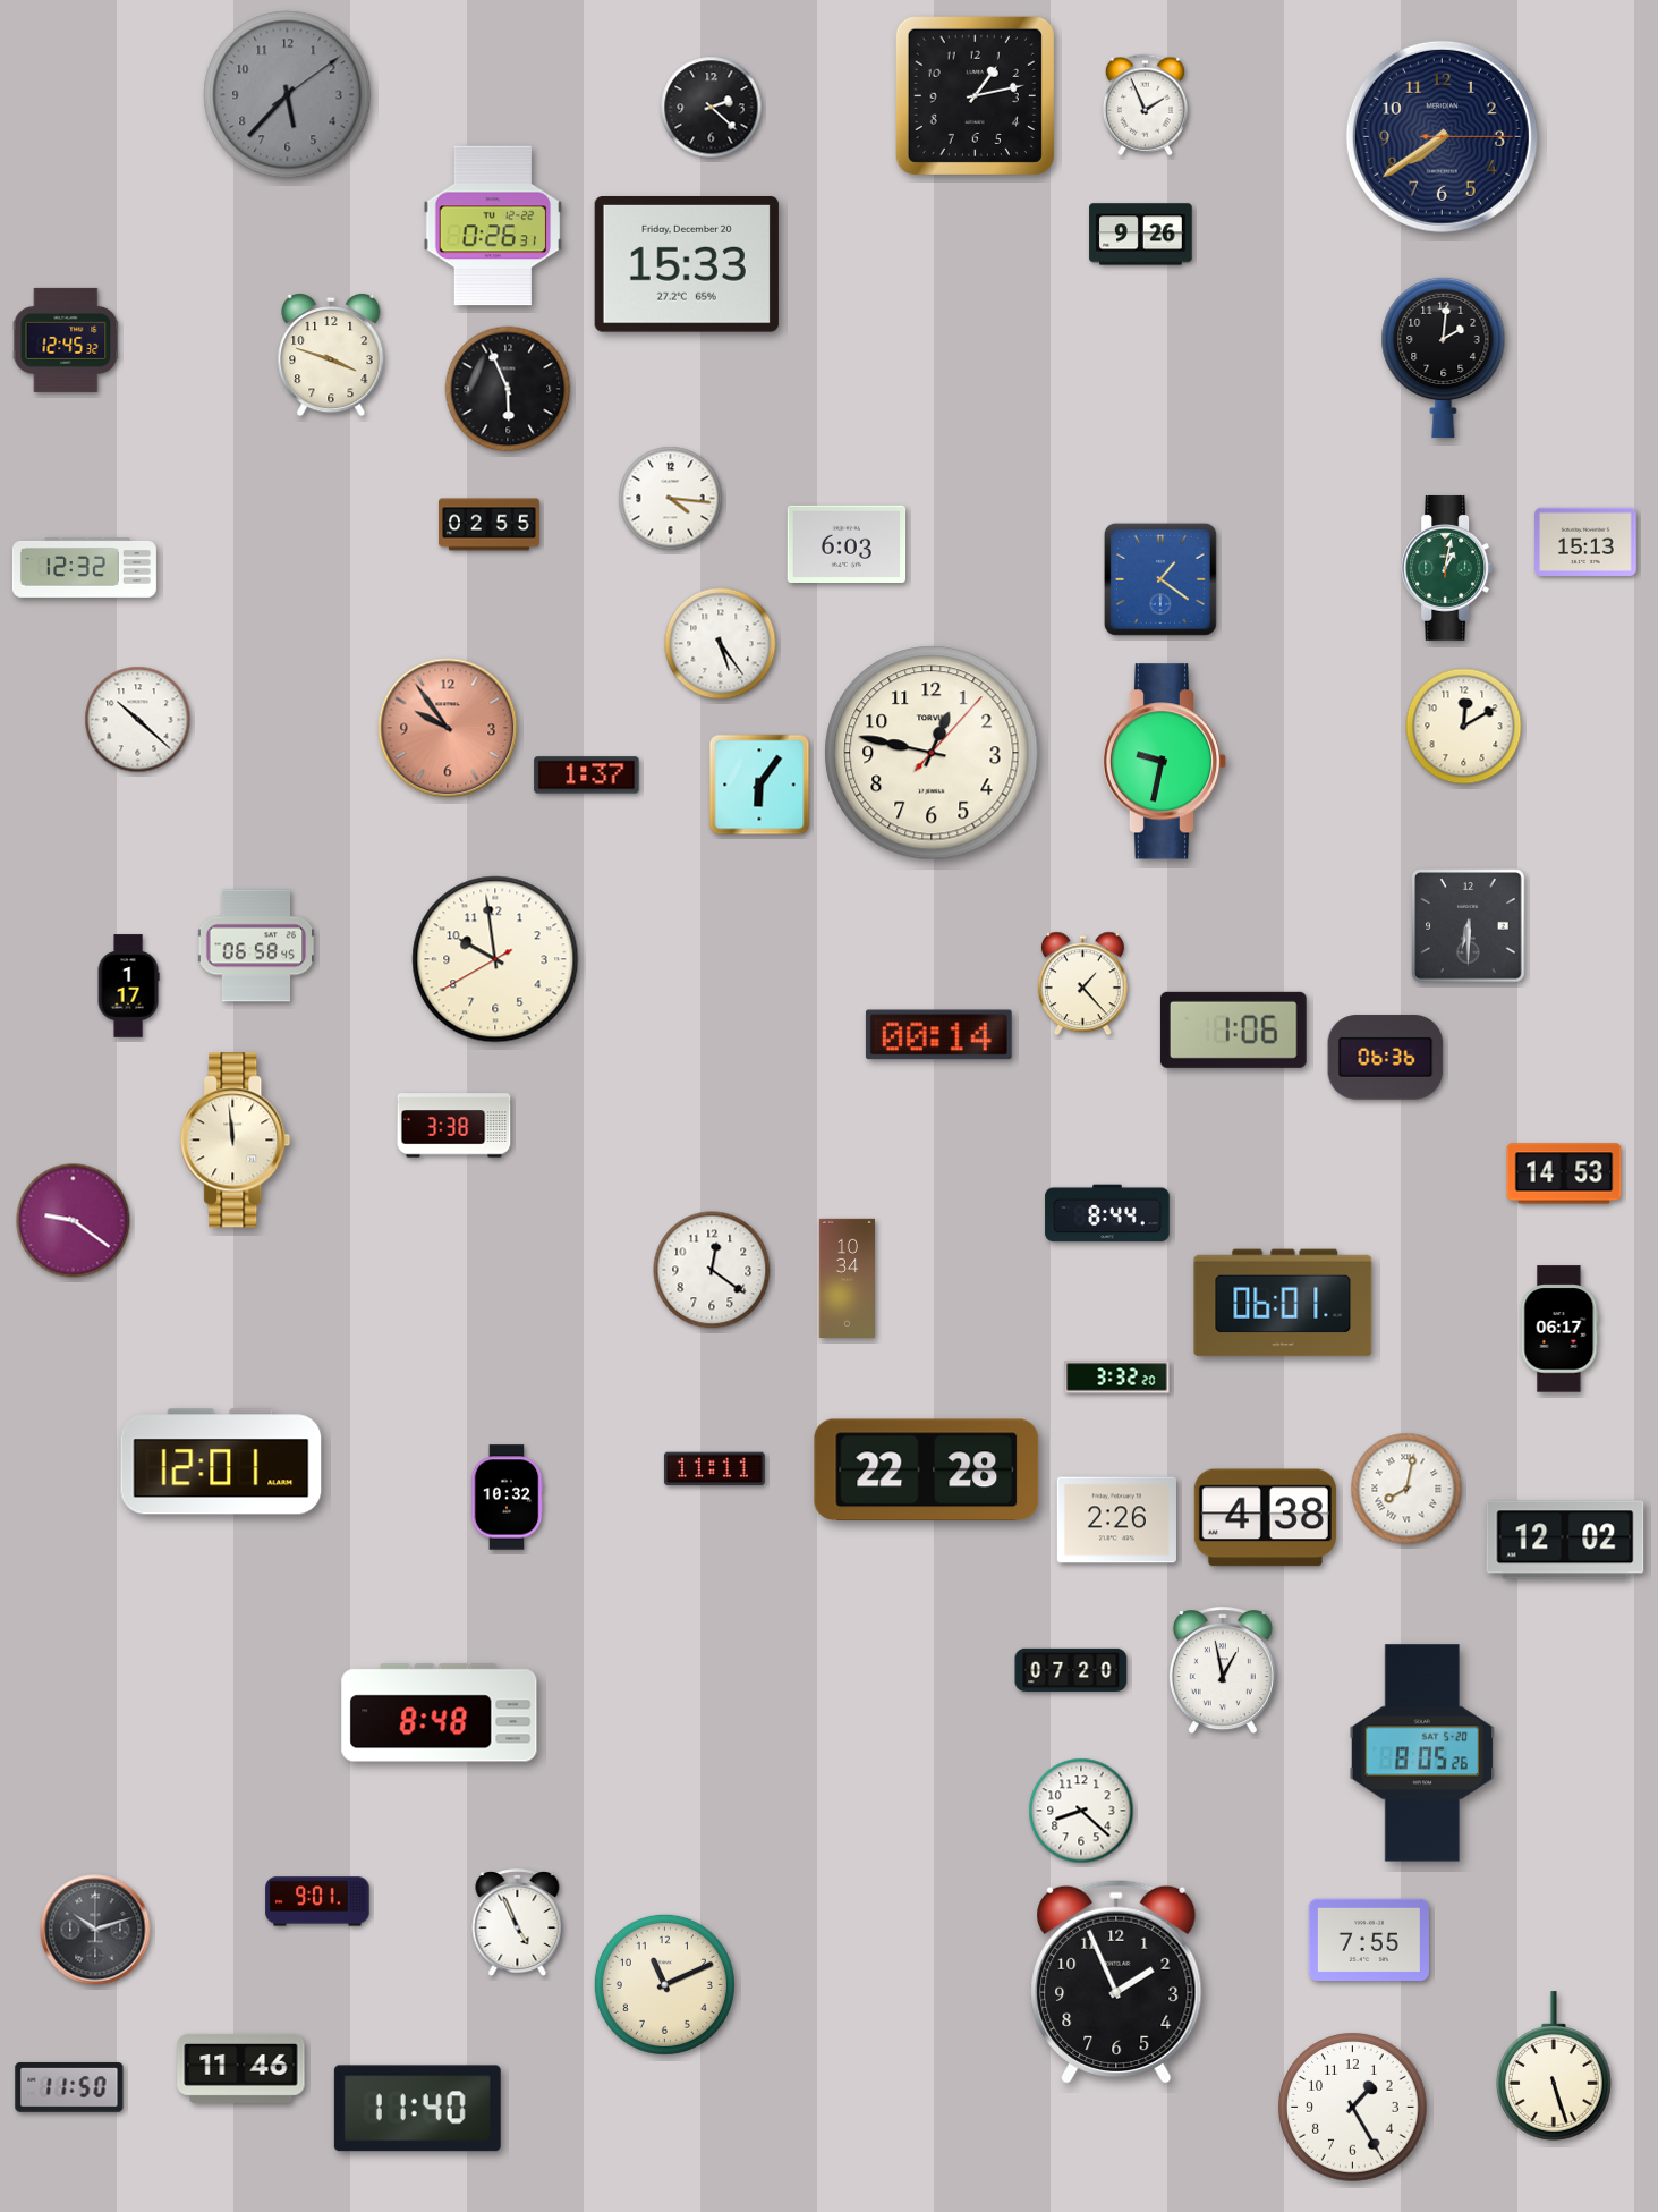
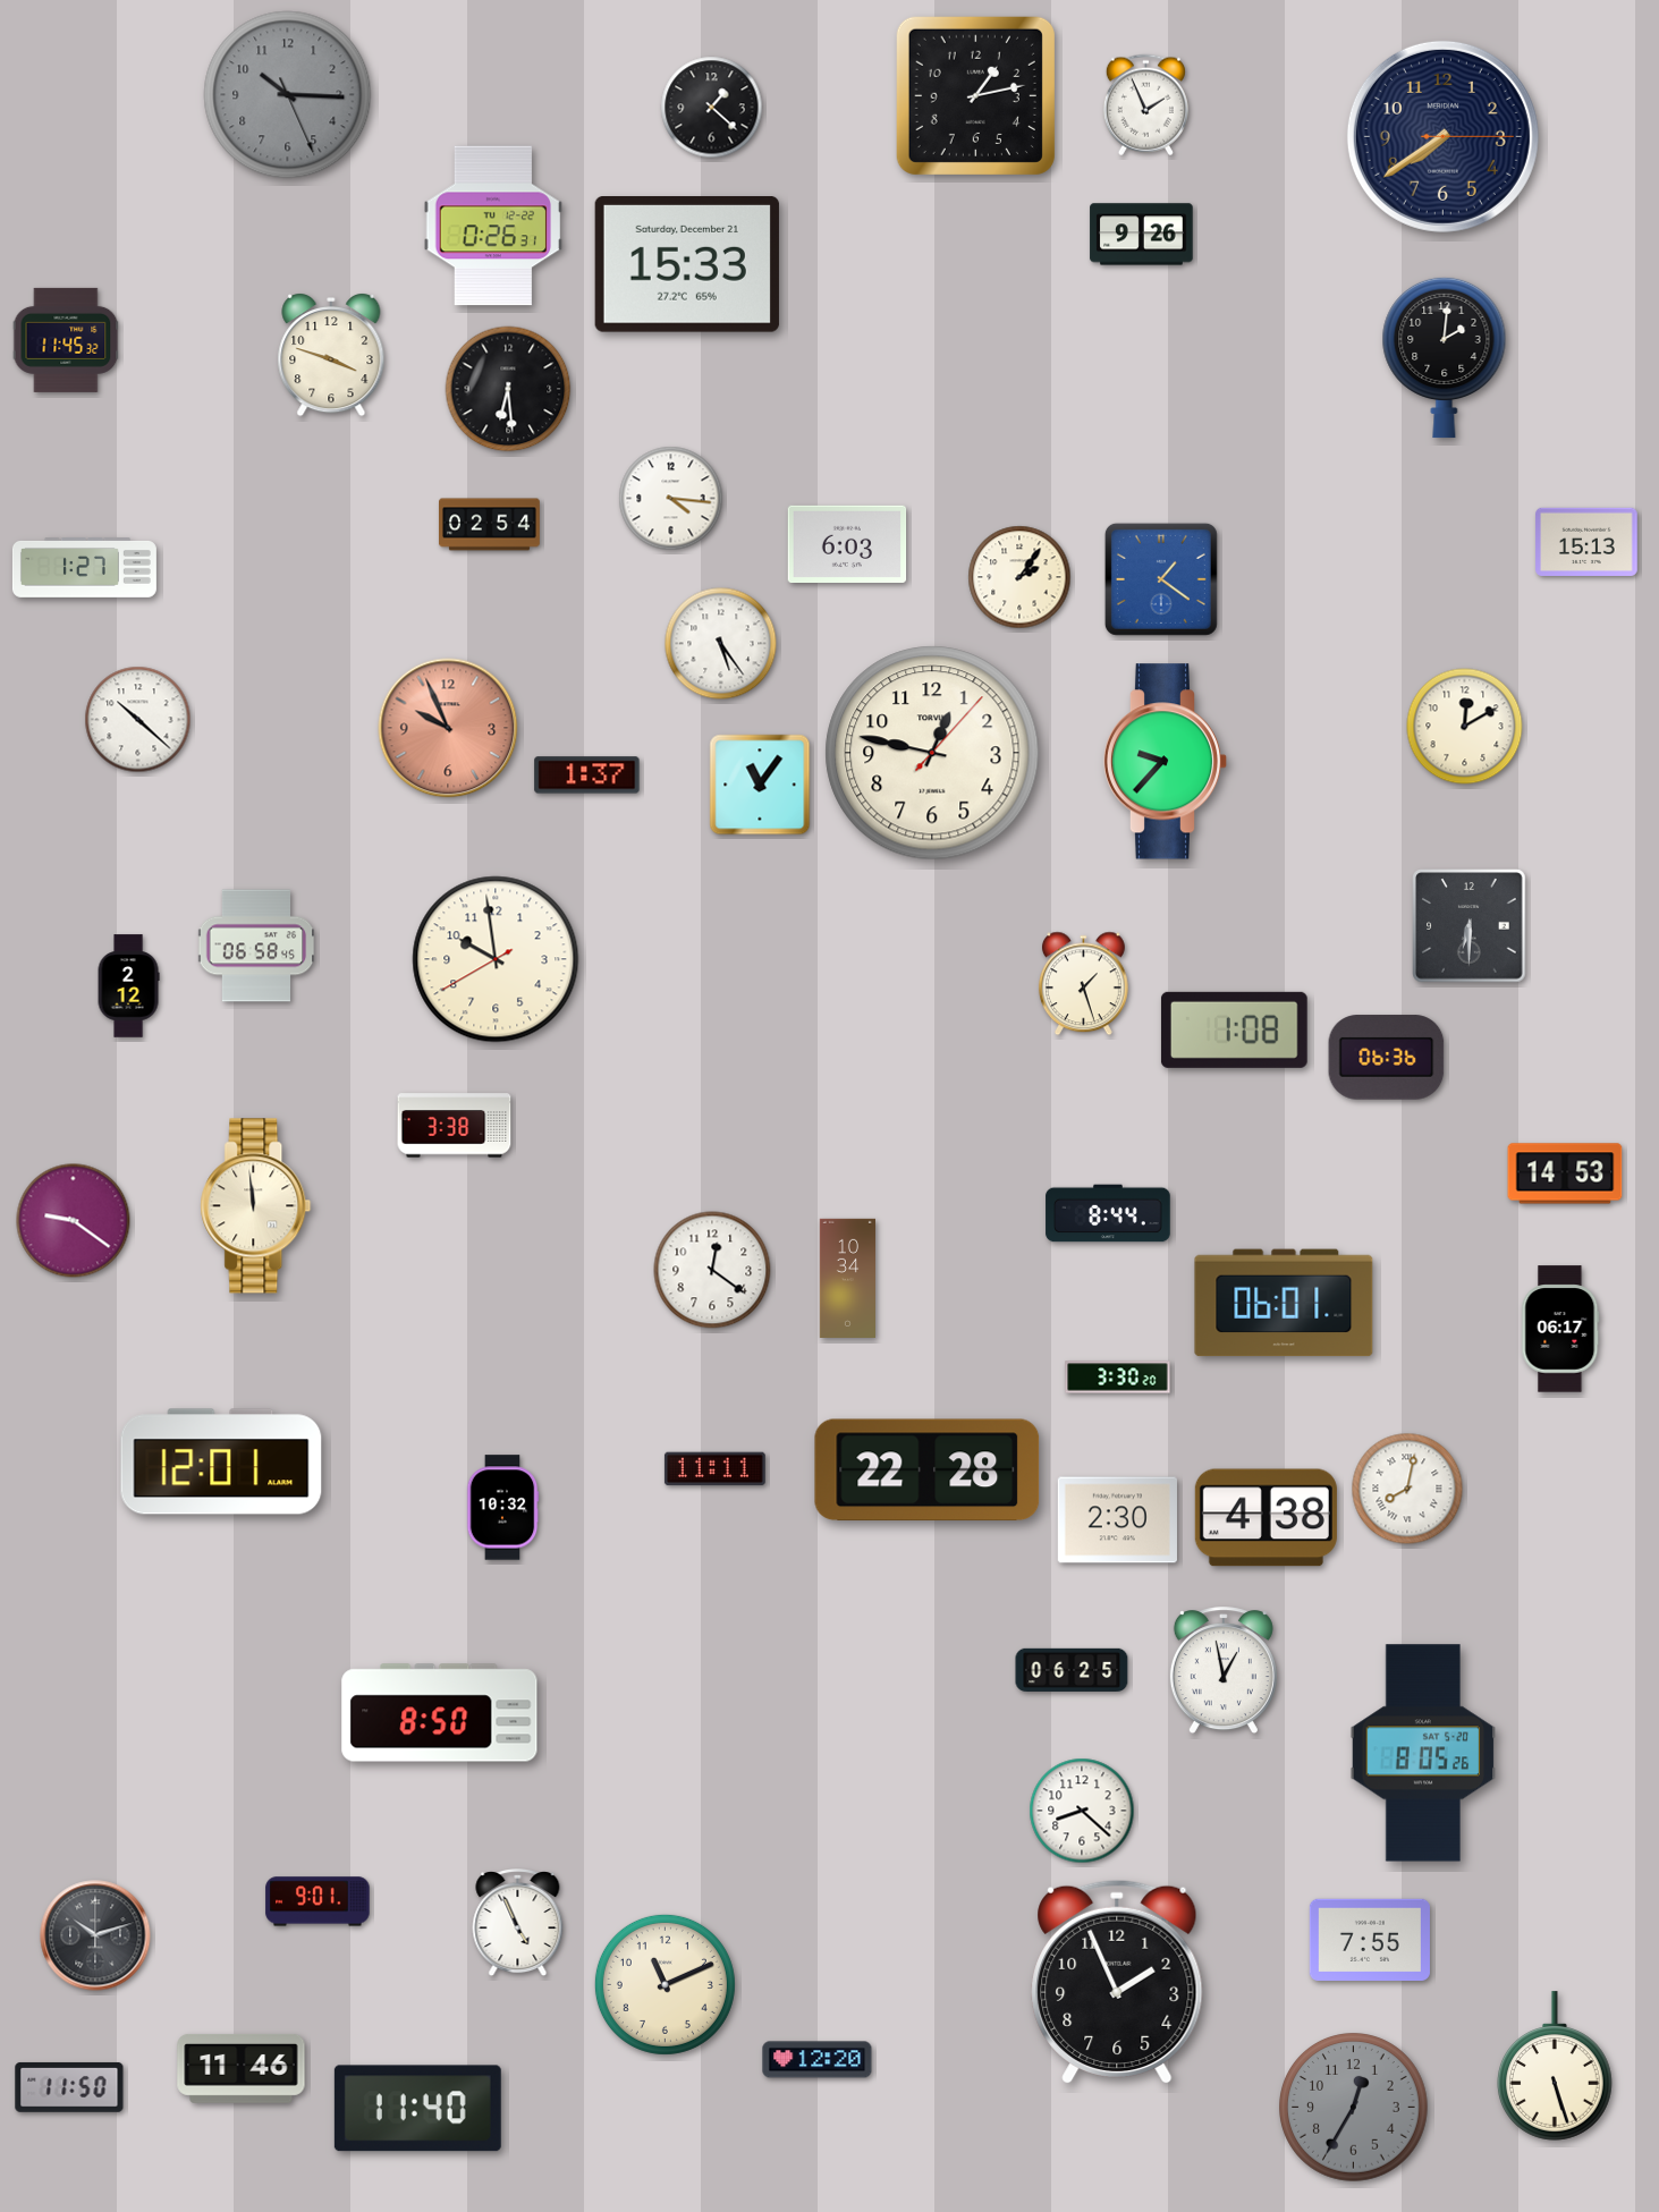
clock at (288, 95): 5:37 -> 10:15
clock at (712, 108): 2:22 -> 1:22
clock at (687, 265) date: Friday, December 20 -> Saturday, December 21
clock at (66, 340): 12:45 -> 11:45
clock at (508, 389): 5:56 -> 6:29
clock at (490, 525): 02:55 -> 02:54
clock at (84, 568): 12:32 -> 1:27
clock at (1447, 568): 1:02 -> none
clock at (1019, 577): none -> 2:06
clock at (448, 728): 9:54 -> 9:56
clock at (1165, 762): 9:32 -> 9:37
clock at (759, 785): 6:06 -> 11:06
clock at (1082, 984): 1:23 -> 1:27
clock at (128, 986): 1:17 -> 2:12
clock at (1233, 1029): 1:06 -> 1:08
clock at (938, 1035): 00:14 -> none
clock at (236, 1141) position: (236, 1141) -> (256, 1206)
clock at (1117, 1378): 3:32 -> 3:30
clock at (507, 1498) position: (507, 1498) -> (502, 1508)
clock at (1116, 1520): 2:26 -> 2:30
clock at (1565, 1540): 12:02 -> none
clock at (1071, 1670): 07:20 -> 06:25
clock at (440, 1713): 8:48 -> 8:50
clock at (95, 1930) position: (95, 1930) -> (95, 1935)
clock at (818, 2060): none -> 12:20
clock at (1353, 2108): 1:25 -> 12:35
clock at (1353, 2108) dial: white -> grey
